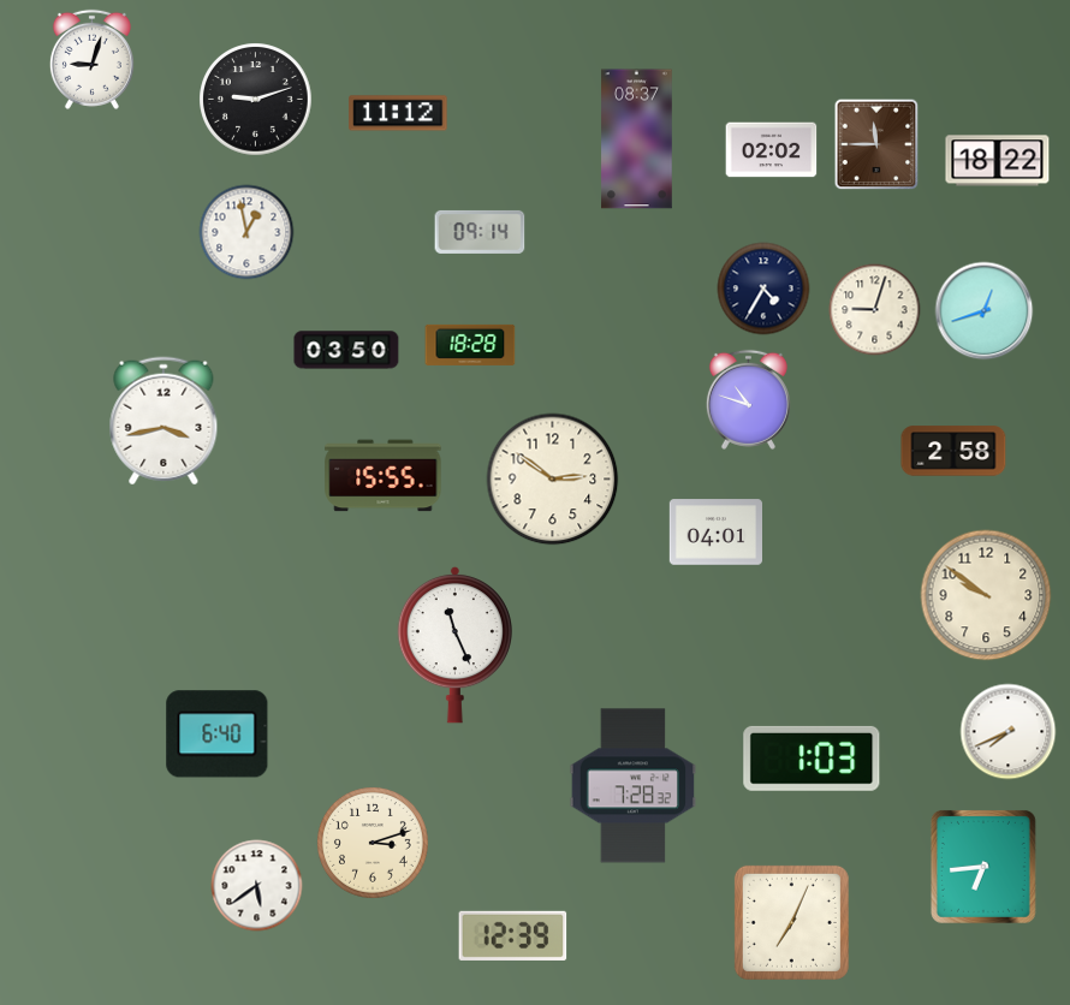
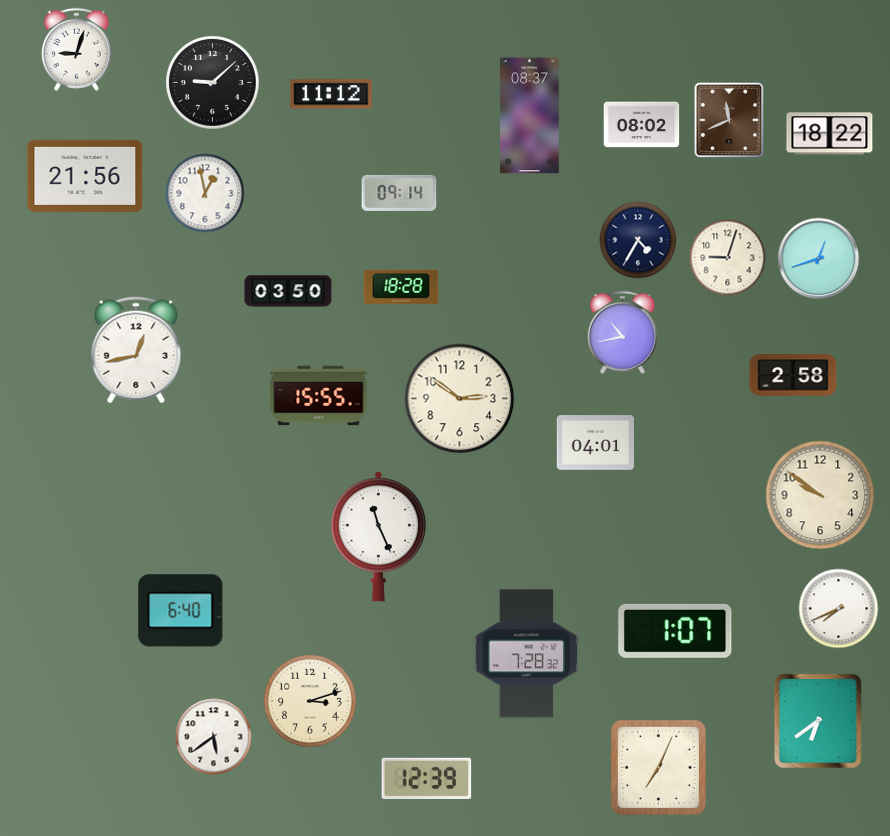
clock at (256, 100): 9:12 -> 9:08
clock at (876, 144): 11:45 -> 11:41
clock at (772, 150): 02:02 -> 08:02
clock at (85, 176): none -> 21:56
clock at (763, 289) position: (763, 289) -> (638, 240)
clock at (470, 345) position: (470, 345) -> (401, 287)
clock at (748, 399): 10:48 -> 10:43
clock at (164, 421): 3:43 -> 12:43
clock at (812, 759): 1:03 -> 1:07
clock at (983, 867): 6:44 -> 6:39
